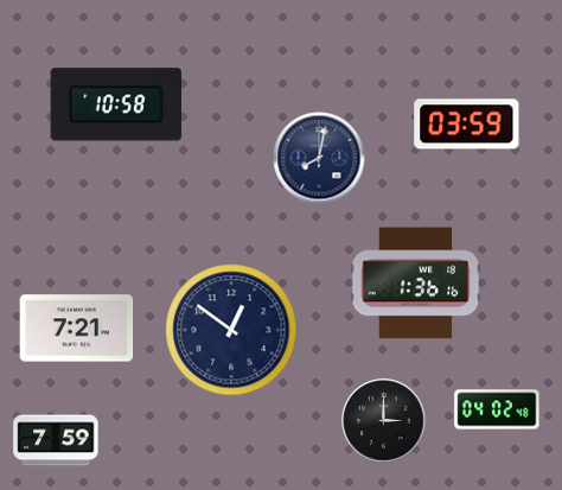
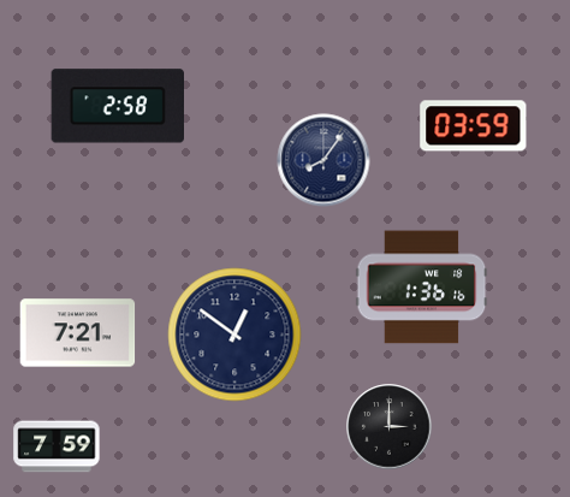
clock at (115, 104): 10:58 -> 2:58
clock at (319, 158): 8:02 -> 8:06
clock at (497, 409): 04:02 -> none
